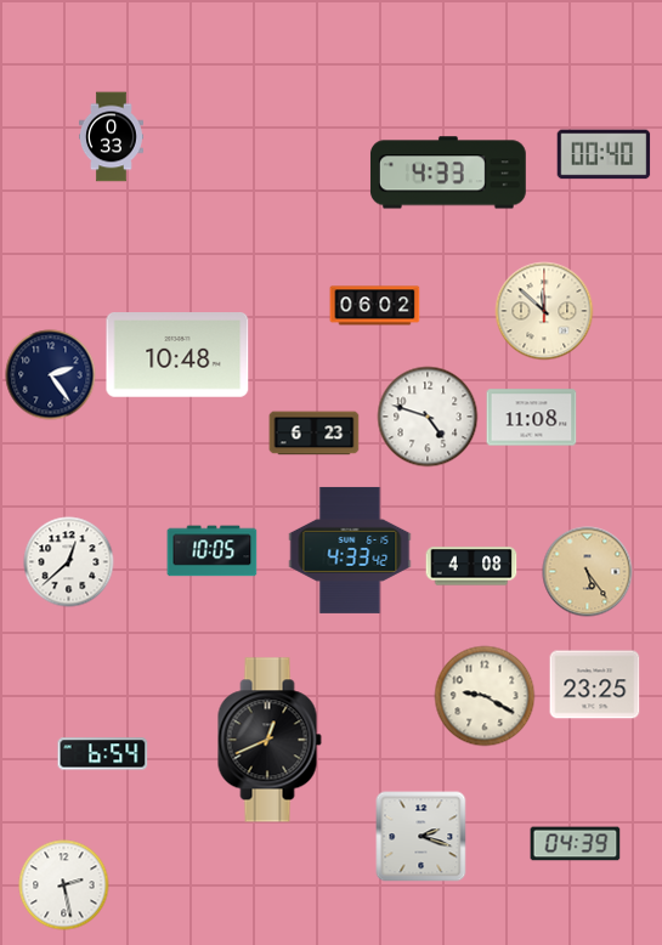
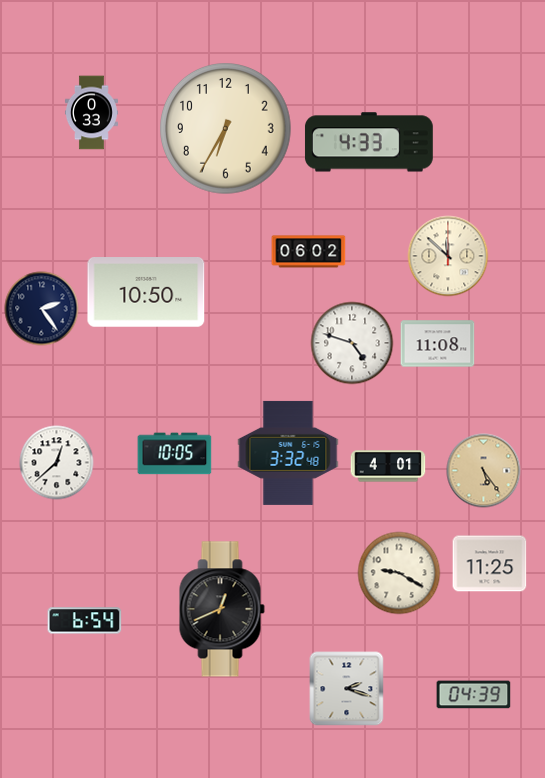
clock at (604, 154): 00:40 -> none
clock at (226, 129): none -> 6:35
clock at (177, 355): 10:48 -> 10:50
clock at (315, 434): 6:23 -> none
clock at (350, 550): 4:33 -> 3:32
clock at (471, 566): 4:08 -> 4:01
clock at (595, 685): 23:25 -> 11:25
clock at (64, 885): 2:28 -> none
